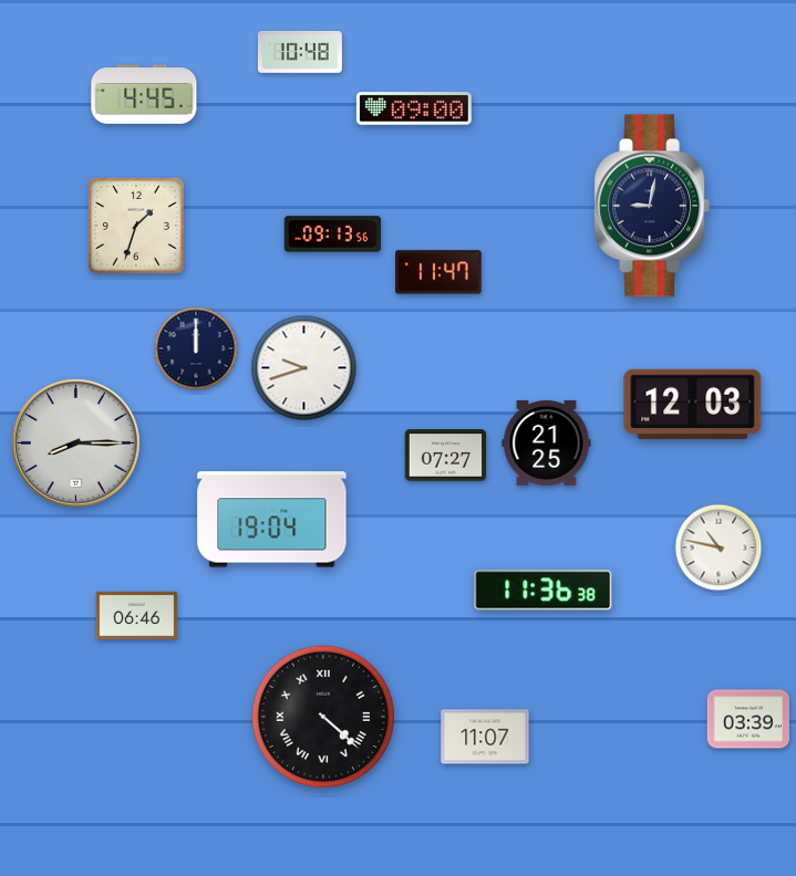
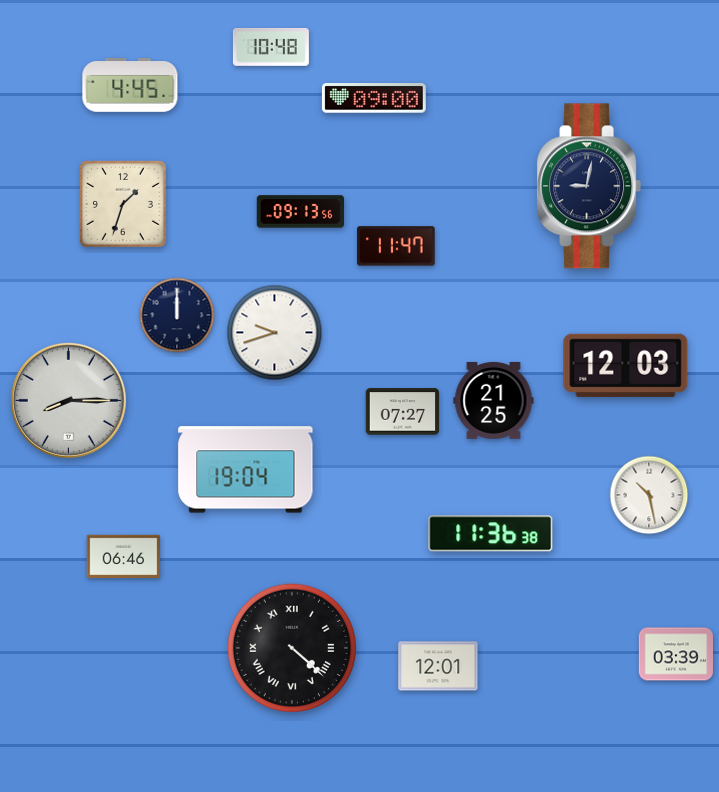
clock at (719, 547): 10:47 -> 10:28
clock at (747, 719) position: (747, 719) -> (675, 654)
clock at (485, 737): 11:07 -> 12:01
